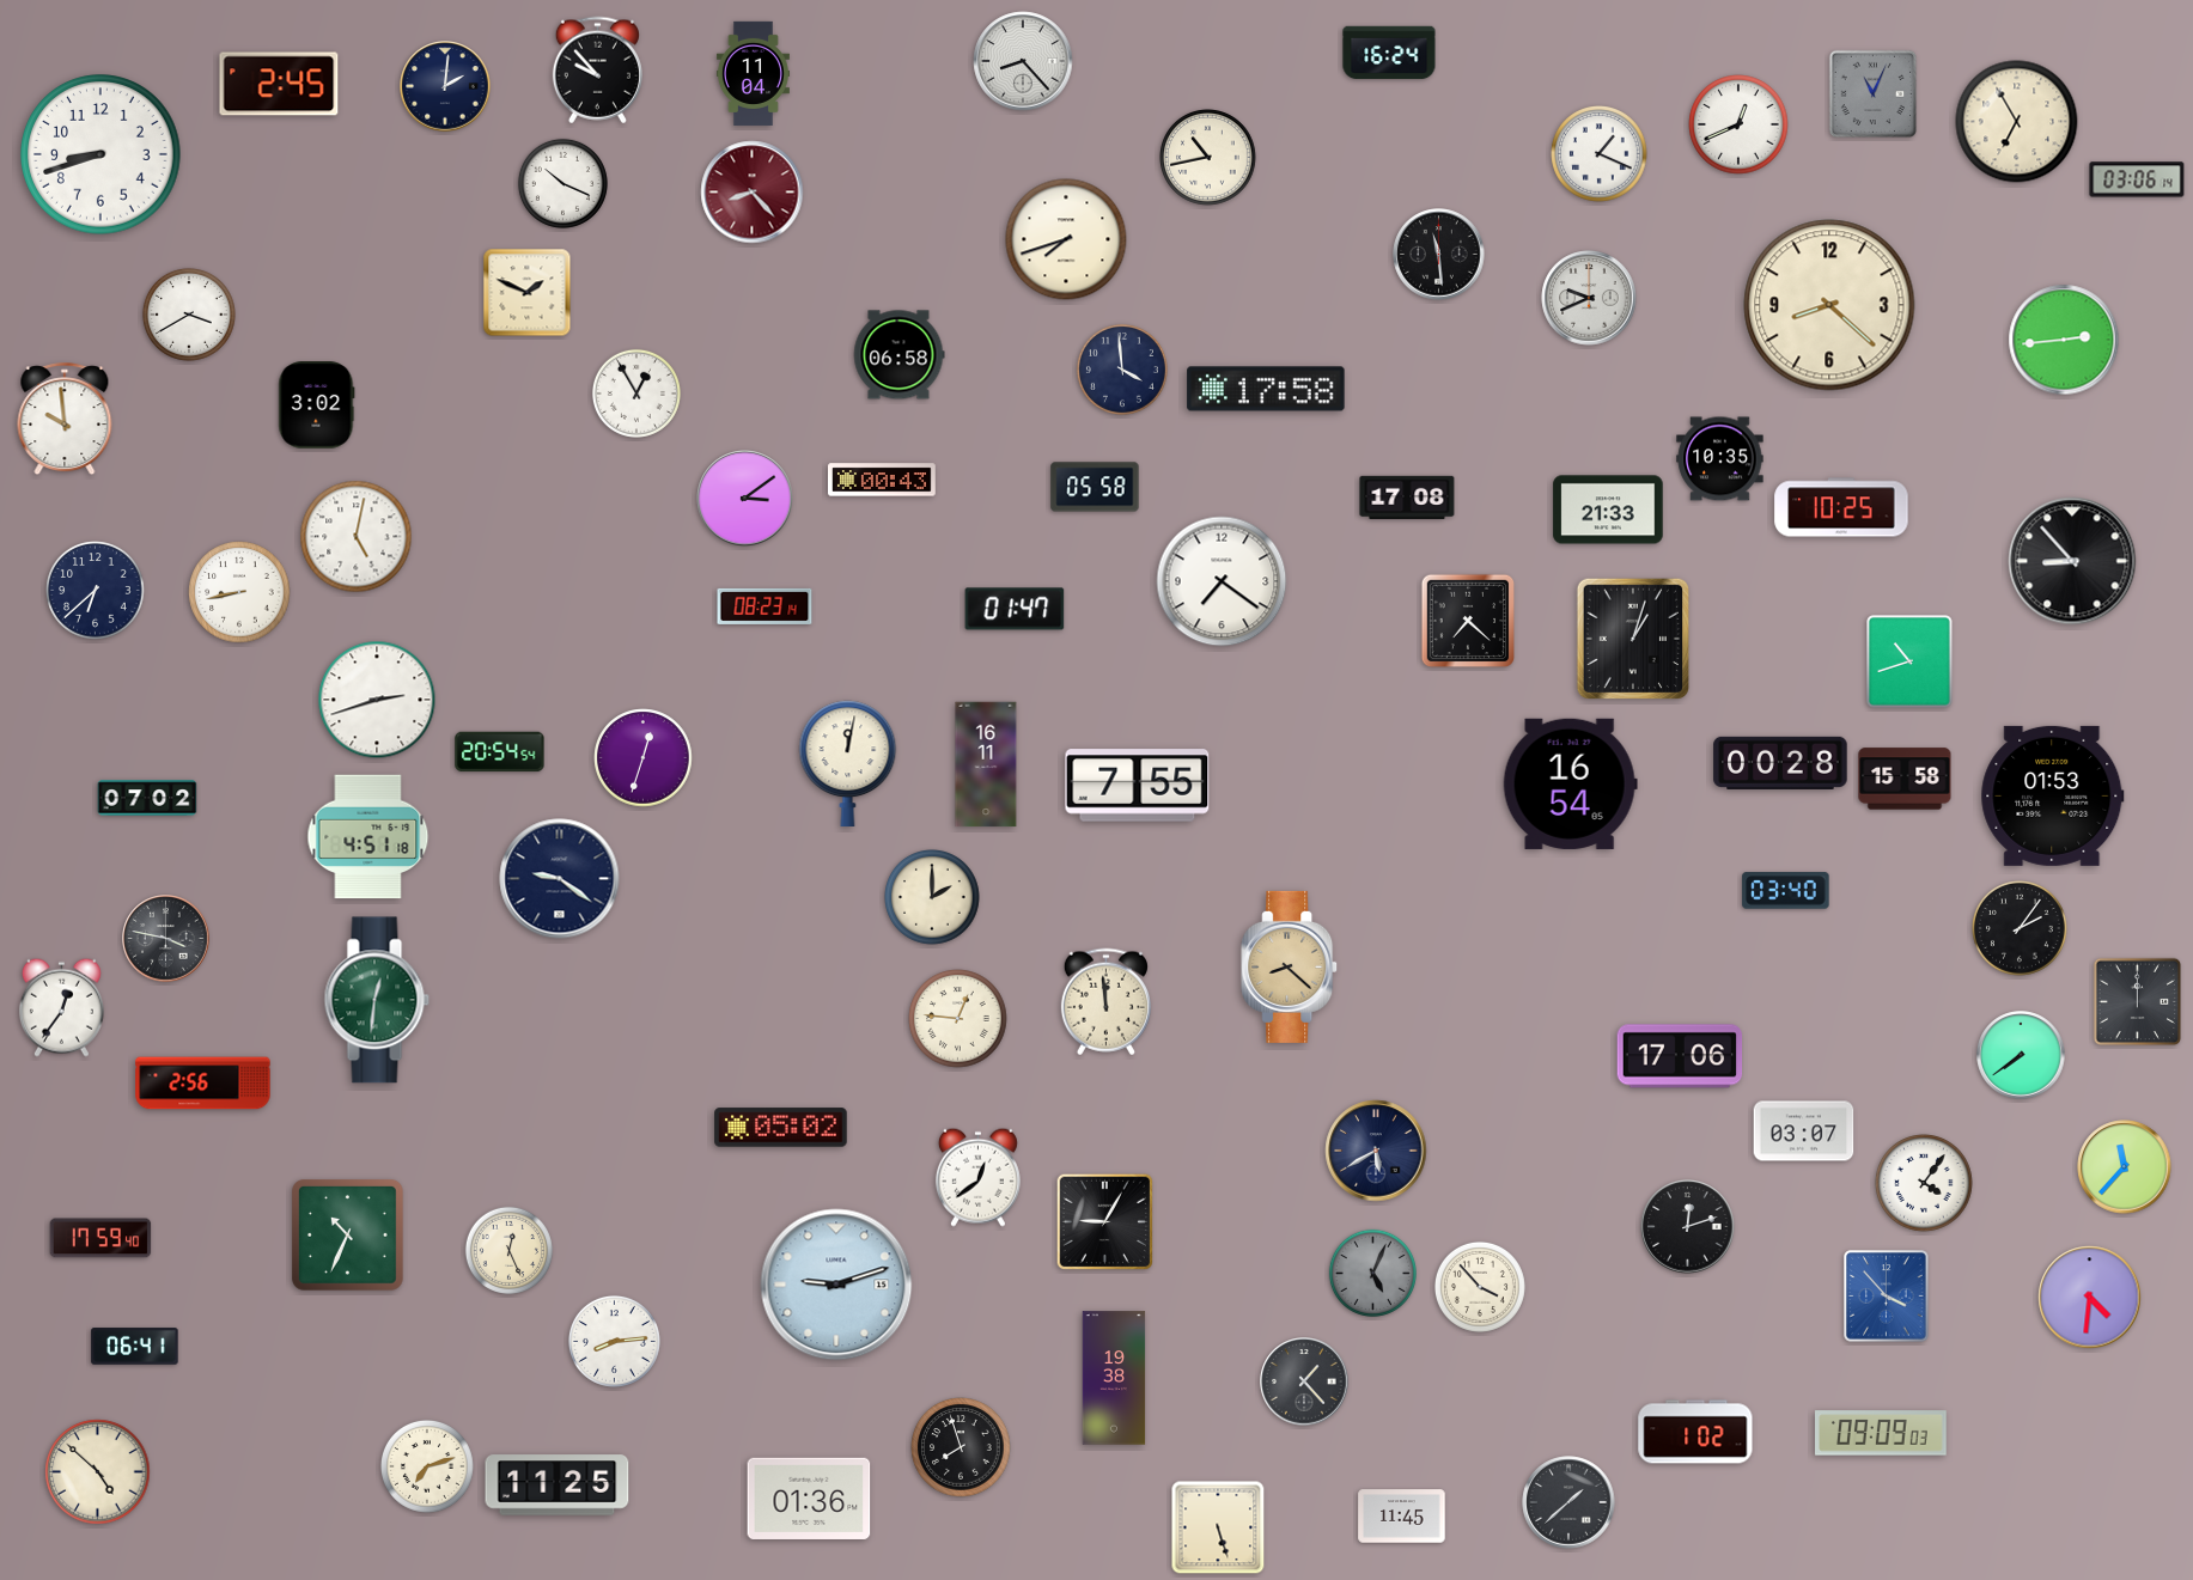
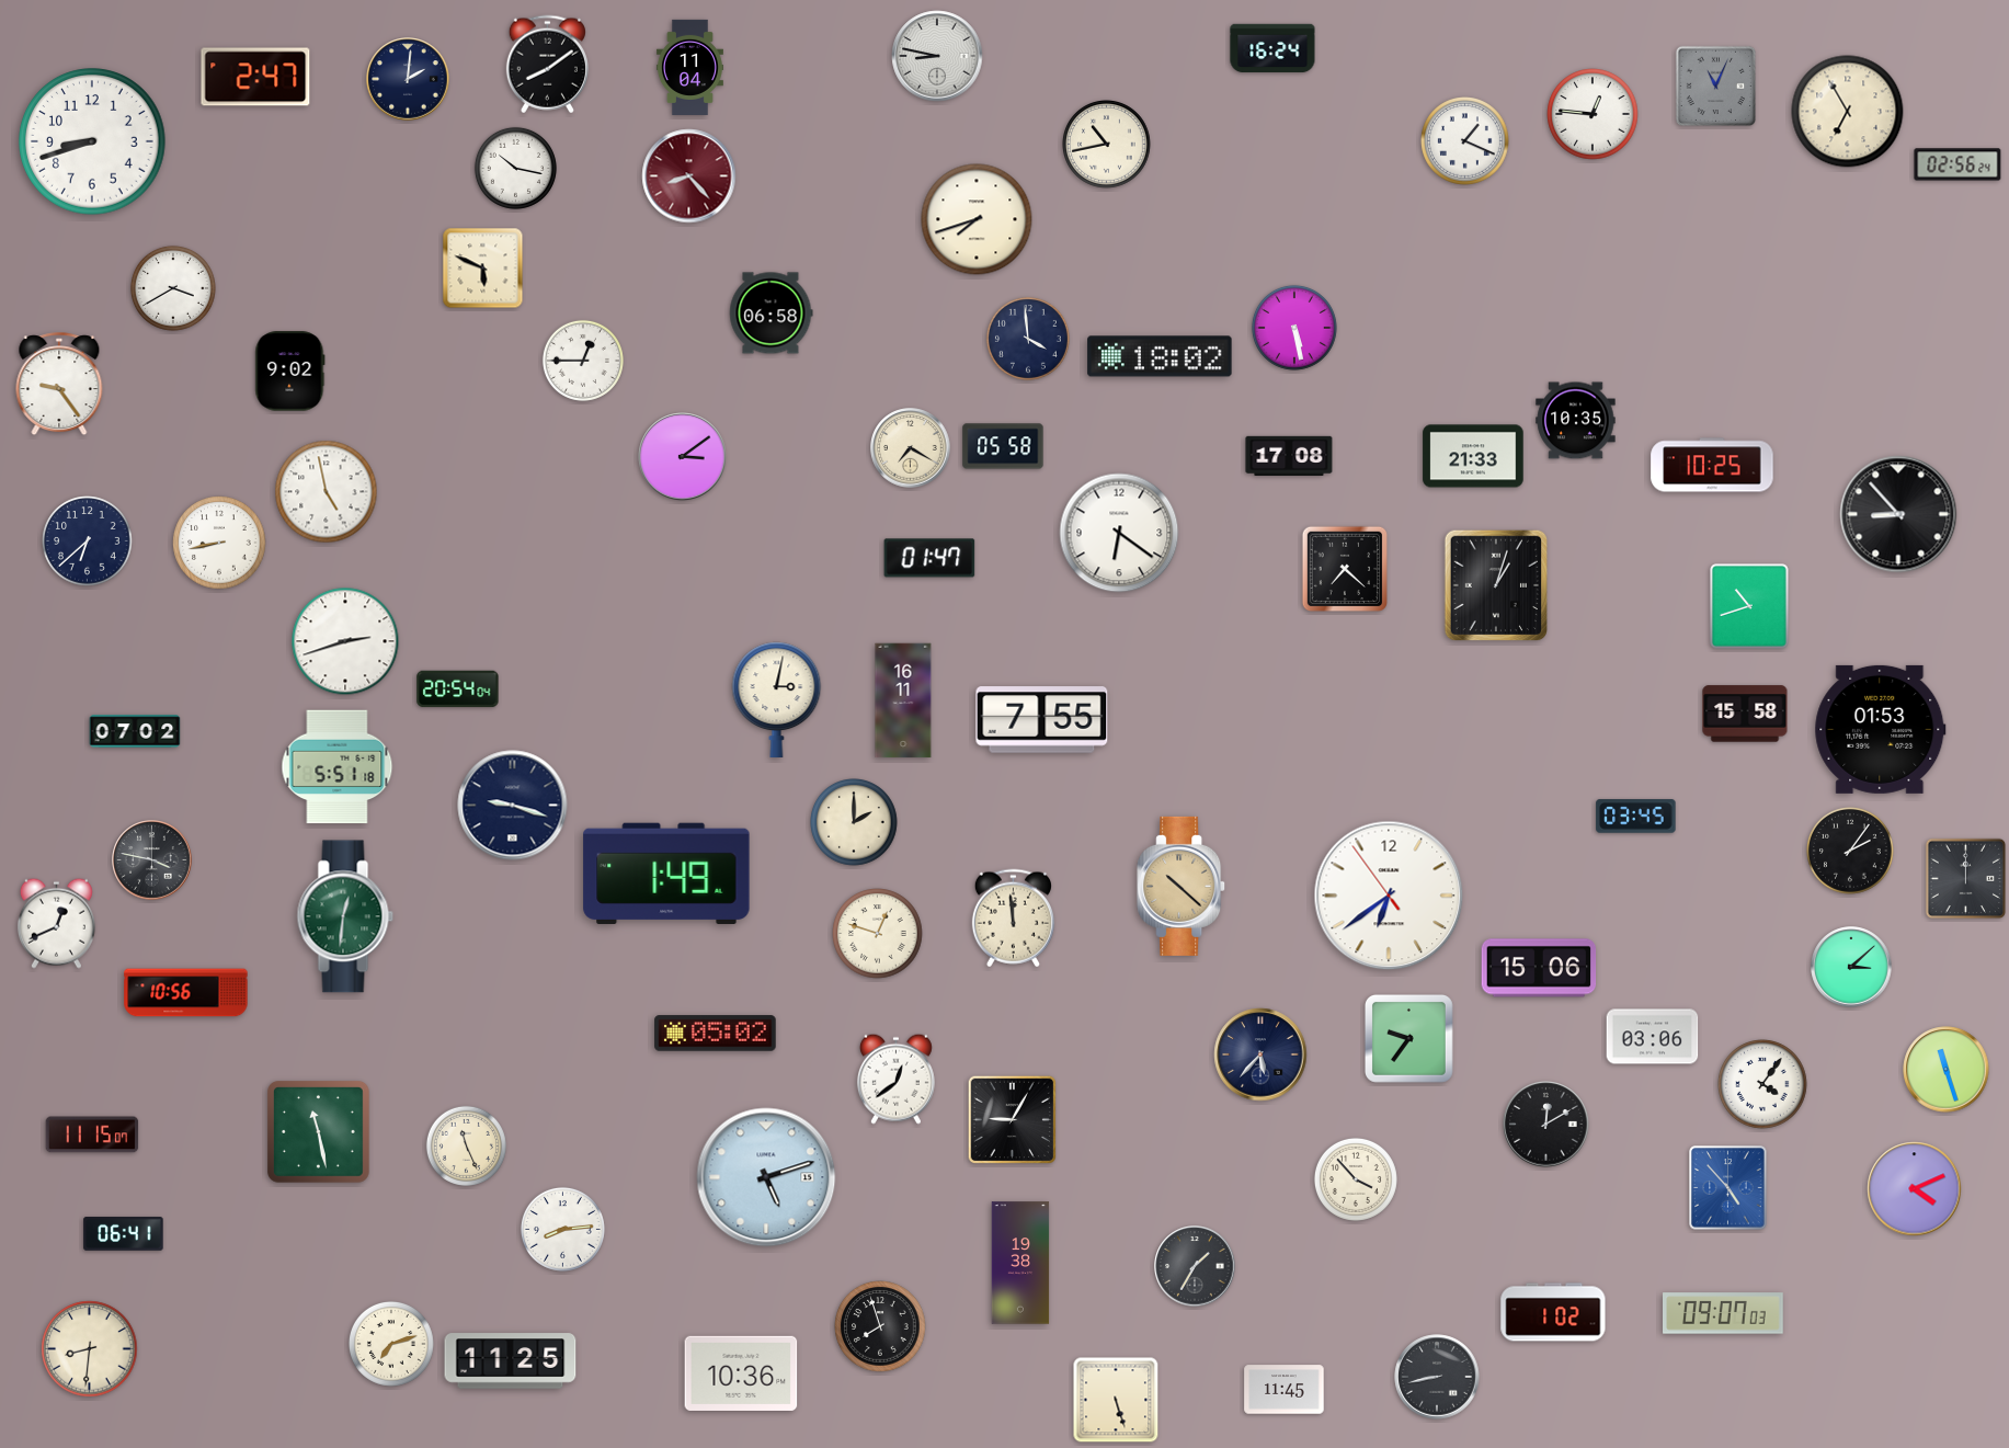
clock at (1023, 61): 8:23 -> 8:47
clock at (597, 71): 9:53 -> 8:09
clock at (279, 84): 2:45 -> 2:47
clock at (1738, 124): 12:41 -> 12:46
clock at (2137, 179): 03:06 -> 02:56
clock at (562, 183): 10:19 -> 10:17
clock at (1439, 255): 11:29 -> none
clock at (528, 293): 1:49 -> 5:49
clock at (1589, 298): 9:41 -> none
clock at (1829, 305): 8:22 -> none
clock at (2064, 340): 2:44 -> none
clock at (898, 355) position: (898, 355) -> (771, 313)
clock at (1294, 328): none -> 5:28
clock at (1266, 389): 17:58 -> 18:02
clock at (636, 394): 12:55 -> 12:45
clock at (317, 405): 3:02 -> 9:02
clock at (65, 420): 9:59 -> 9:24
clock at (883, 480): 00:43 -> none
clock at (911, 448): none -> 7:20
clock at (1841, 507) position: (1841, 507) -> (1712, 465)
clock at (1608, 510) position: (1608, 510) -> (1473, 456)
clock at (357, 537): 5:02 -> 4:58
clock at (1222, 581): 7:21 -> 6:21
clock at (764, 606): 08:23 -> none
clock at (500, 752): 20:54:54 -> 20:54:04
clock at (644, 758): 12:33 -> none
clock at (848, 763): 12:02 -> 3:02
clock at (1780, 763): 00:28 -> none
clock at (1570, 783): 16:54 -> none
clock at (368, 837): 4:51 -> 5:51
clock at (560, 879): 9:21 -> 9:18
clock at (1786, 891): 03:40 -> 03:45
clock at (666, 874): none -> 1:49
clock at (1290, 966): 8:22 -> 10:22
clock at (1389, 896): none -> 6:38
clock at (2138, 1002) position: (2138, 1002) -> (1966, 879)
clock at (61, 1007): 12:36 -> 12:41
clock at (958, 1019): 12:46 -> 12:48
clock at (2021, 1055): 7:39 -> 3:08
clock at (1680, 1056): 17:06 -> 15:06
clock at (203, 1084): 2:56 -> 10:56
clock at (1804, 1131): 03:07 -> 03:06
clock at (1408, 1038): none -> 9:36
clock at (1376, 1151): 5:40 -> 5:37
clock at (2125, 1167): 11:37 -> 11:27
clock at (1688, 1227): 12:12 -> 12:10
clock at (348, 1236): 10:34 -> 11:28
clock at (100, 1238): 17:59 -> 11:15
clock at (508, 1250): 12:26 -> 11:26
clock at (1372, 1273): 5:04 -> none
clock at (836, 1285): 9:12 -> 5:12
clock at (1887, 1297): 3:53 -> 4:53
clock at (2090, 1298): 4:31 -> 4:11
clock at (1304, 1381): 1:23 -> 1:35
clock at (1882, 1433): 09:09 -> 09:07
clock at (98, 1472): 4:52 -> 8:31
clock at (809, 1499): 01:36 -> 10:36
clock at (1568, 1502): 1:38 -> 8:43
